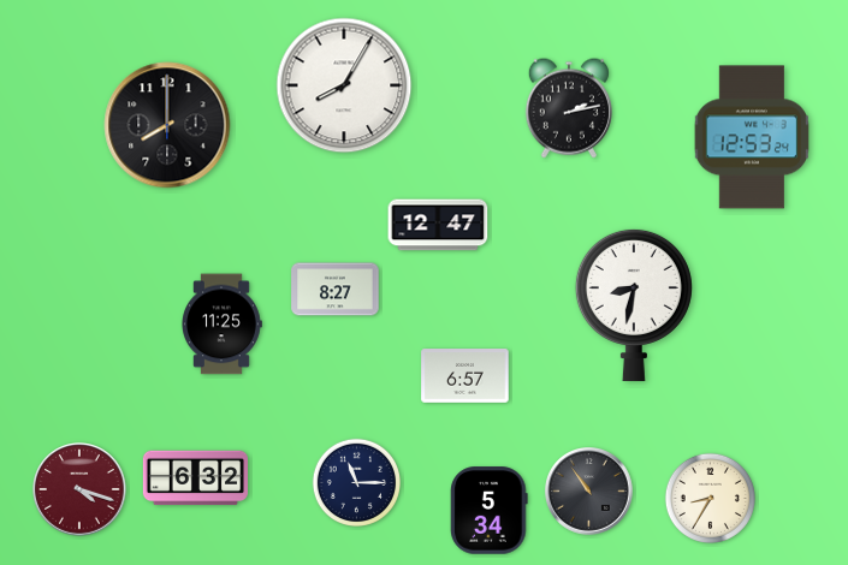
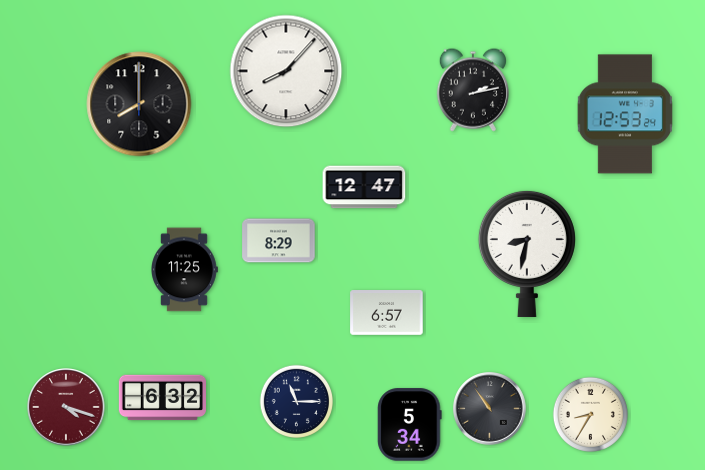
clock at (344, 85): 8:05 -> 8:07
clock at (336, 290): 8:27 -> 8:29
clock at (490, 511) position: (490, 511) -> (410, 425)
